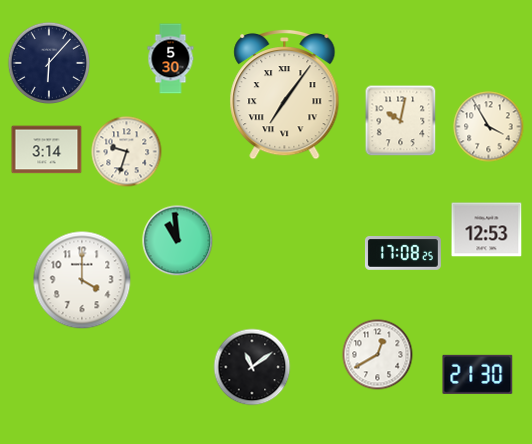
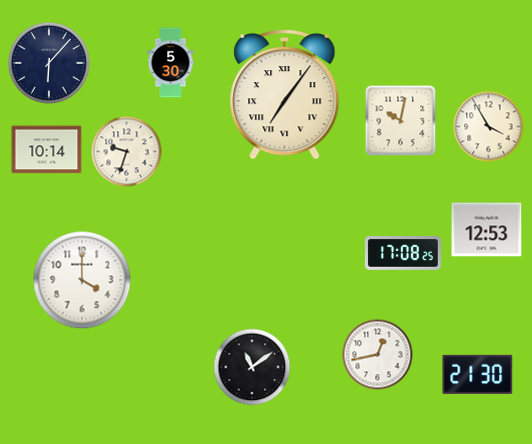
clock at (171, 59) position: (171, 59) -> (171, 63)
clock at (47, 150): 3:14 -> 10:14
clock at (178, 241): 10:59 -> none
clock at (378, 355): 12:40 -> 12:43
